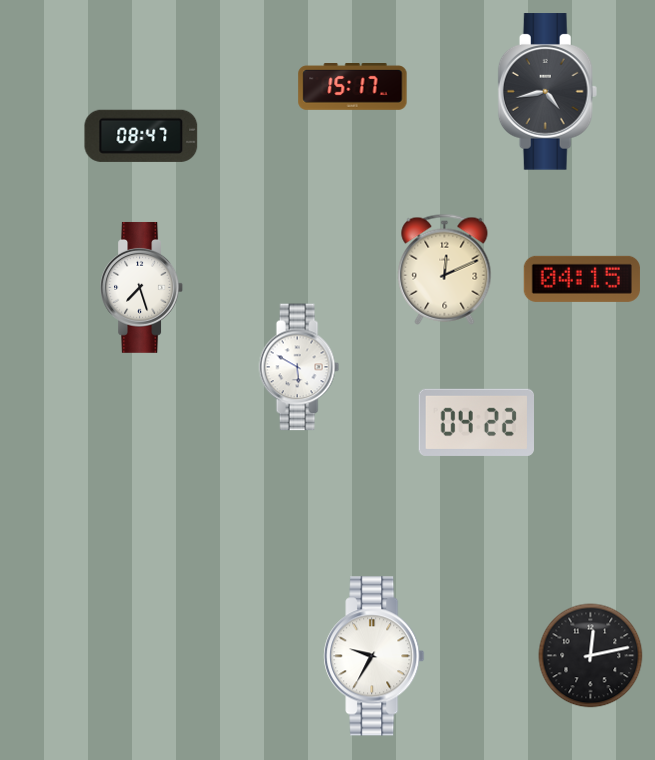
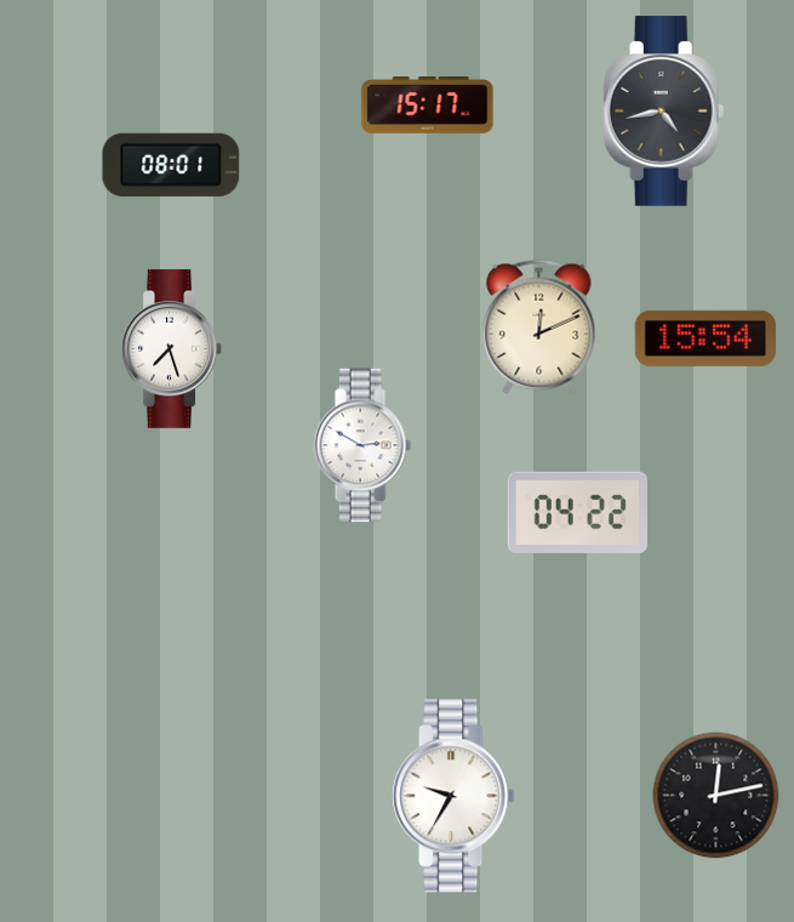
clock at (141, 136): 08:47 -> 08:01
clock at (582, 279): 04:15 -> 15:54
clock at (299, 367): 5:50 -> 2:50
